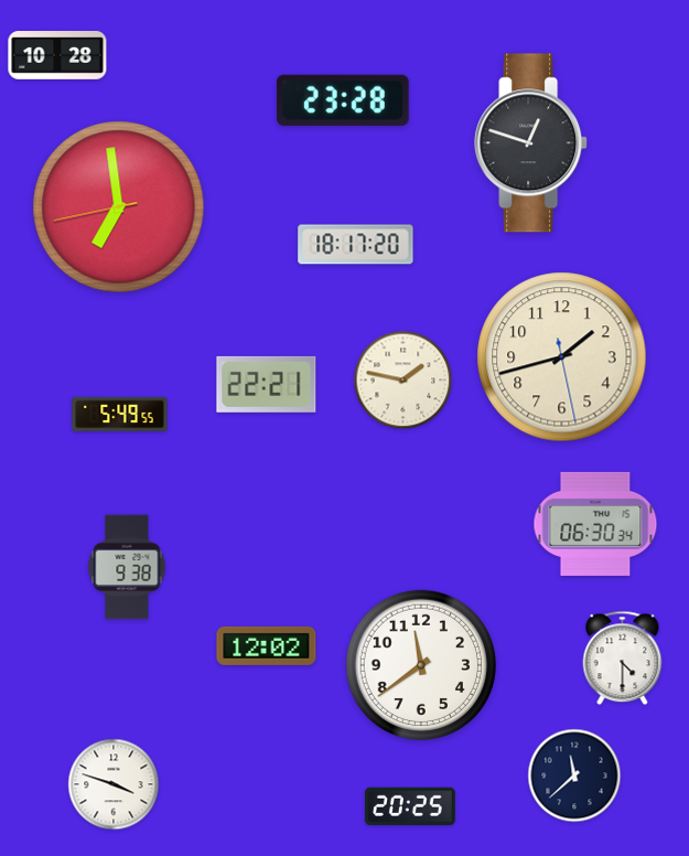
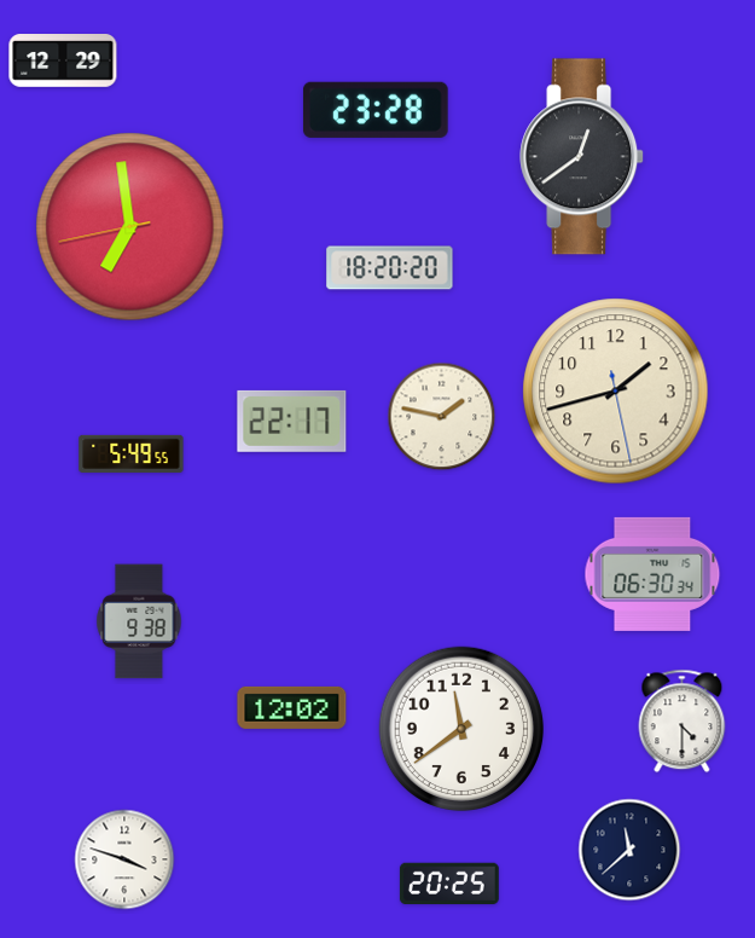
clock at (57, 56): 10:28 -> 12:29
clock at (531, 143): 12:48 -> 12:39
clock at (356, 245): 18:17 -> 18:20
clock at (267, 384): 22:21 -> 22:17
